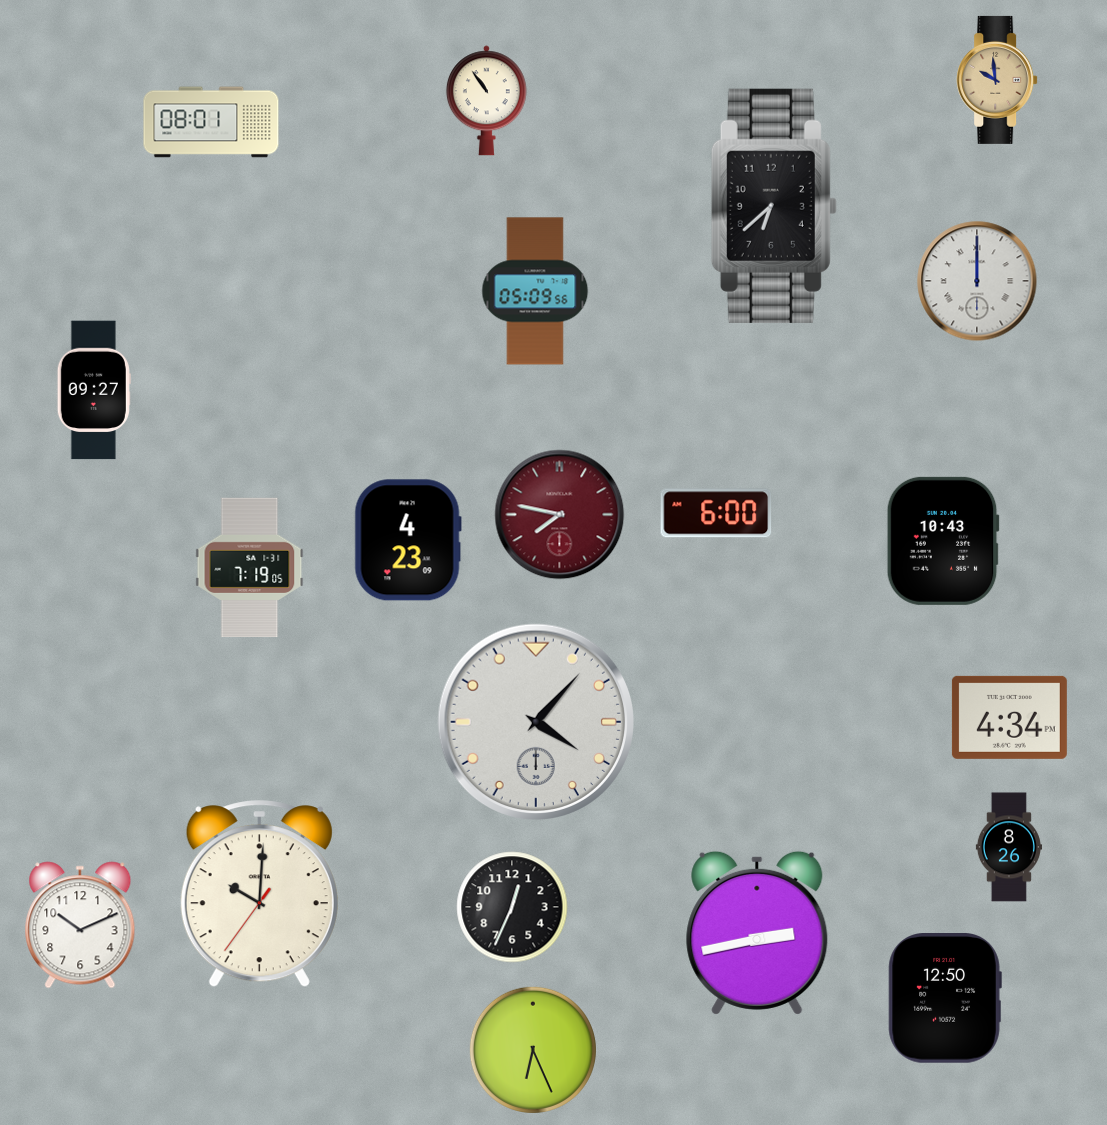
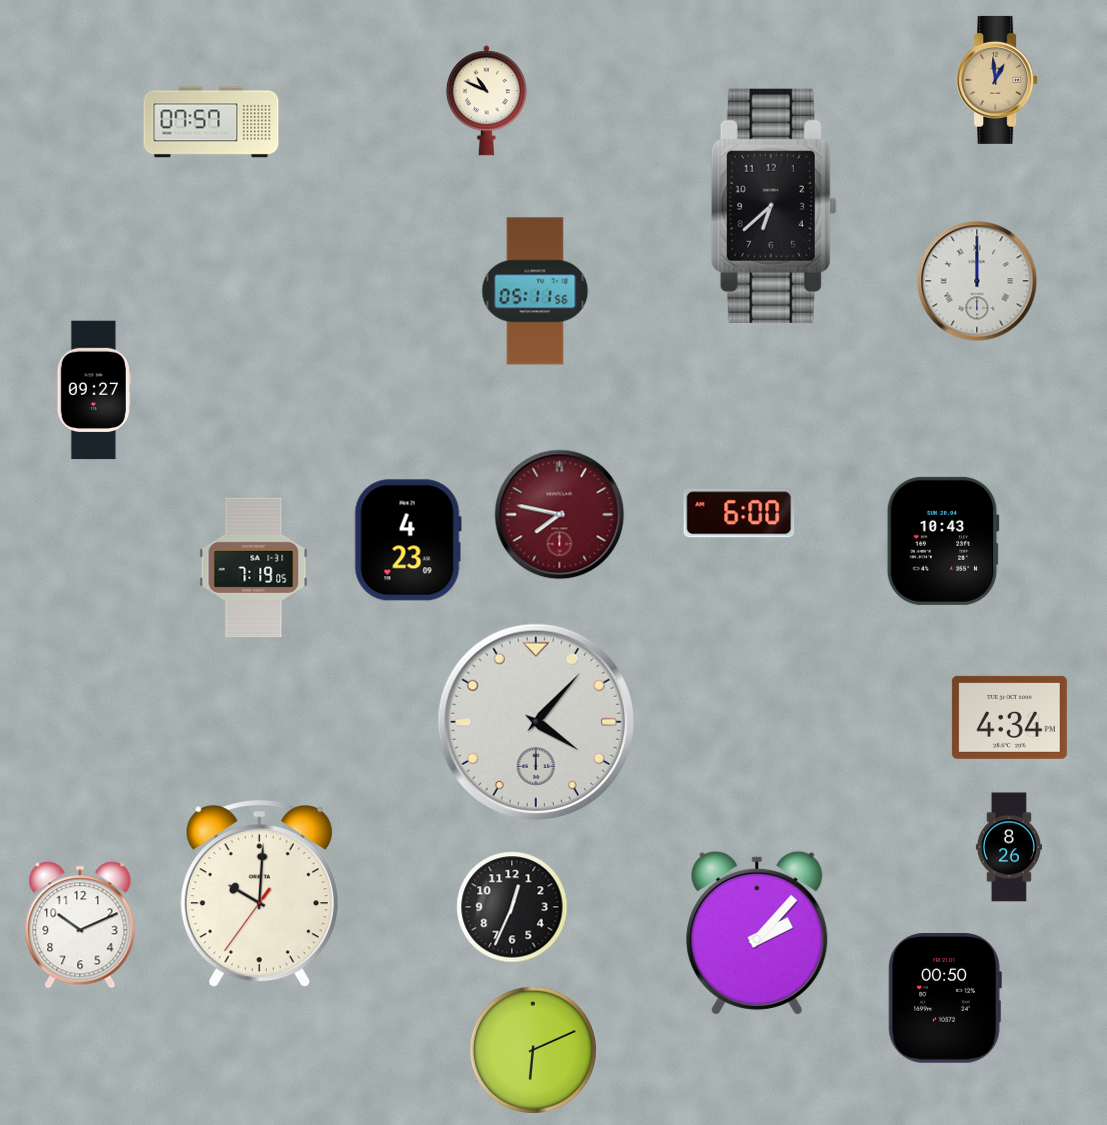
clock at (997, 80): 9:59 -> 12:59
clock at (486, 101): 10:54 -> 10:49
clock at (211, 122): 08:01 -> 07:57
clock at (535, 291): 05:09 -> 05:11
clock at (716, 513) position: (716, 513) -> (739, 513)
clock at (250, 568) position: (250, 568) -> (254, 568)
clock at (757, 933): 2:43 -> 2:07
clock at (945, 999): 12:50 -> 00:50
clock at (533, 1050): 6:26 -> 6:11
